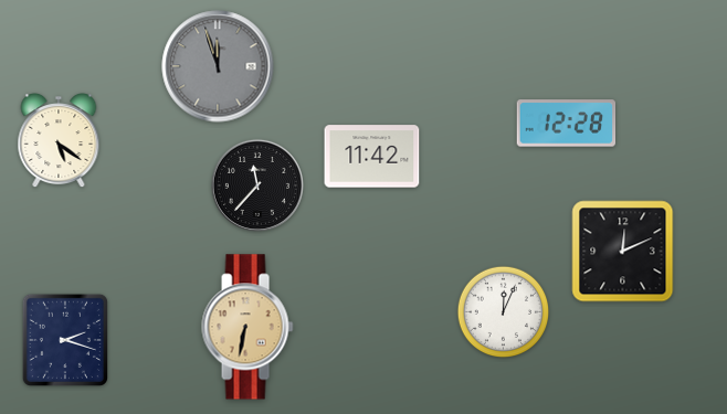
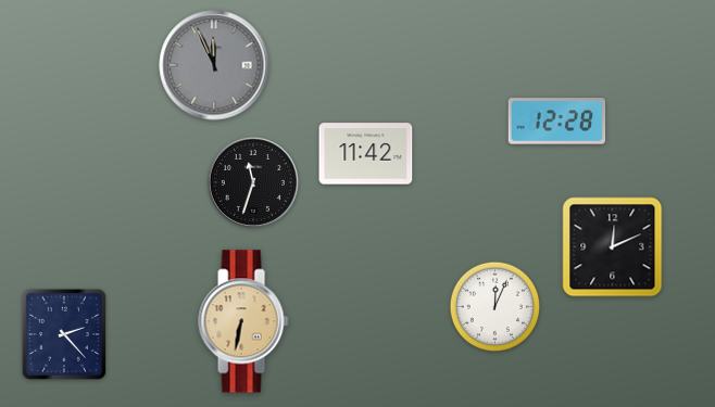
clock at (218, 66): 11:57 -> 11:56
clock at (59, 141): 5:21 -> none
clock at (257, 185): 11:37 -> 11:33
clock at (65, 340): 2:18 -> 2:23
